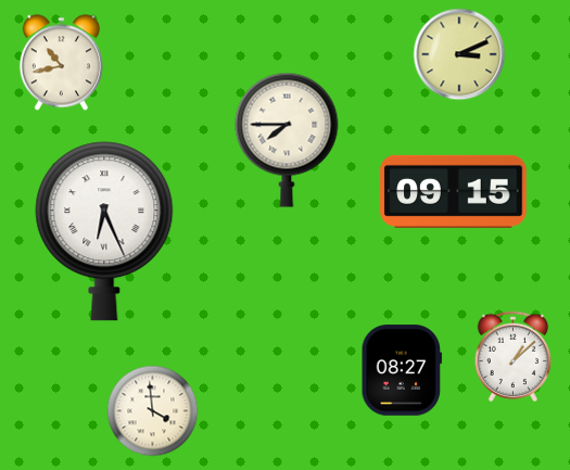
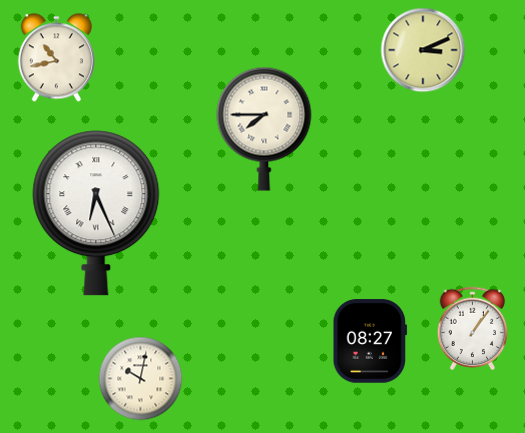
clock at (454, 191): 09:15 -> none
clock at (514, 357): 1:08 -> 1:06
clock at (153, 411): 3:59 -> 10:02
